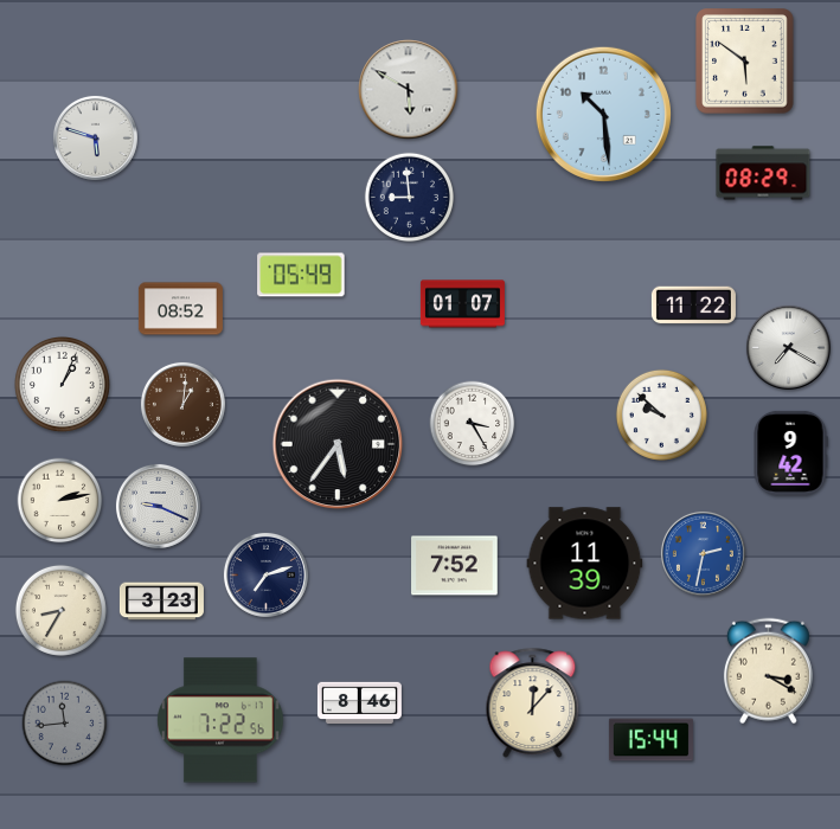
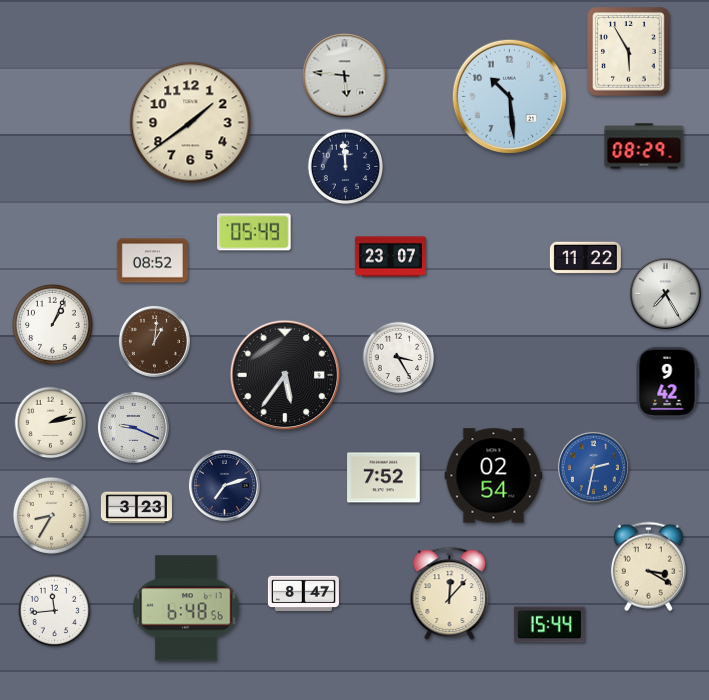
clock at (745, 62): 5:51 -> 5:55
clock at (409, 90): 5:50 -> 5:46
clock at (95, 137): 5:48 -> none
clock at (191, 123): none -> 1:39
clock at (409, 197): 8:59 -> 11:59
clock at (462, 304): 01:07 -> 23:07
clock at (788, 347): 7:20 -> 7:25
clock at (661, 415): 9:52 -> none
clock at (585, 564): 11:39 -> 02:54
clock at (359, 702): 8:46 -> 8:47
clock at (220, 720): 7:22 -> 6:48
clock at (65, 724) dial: grey -> white
